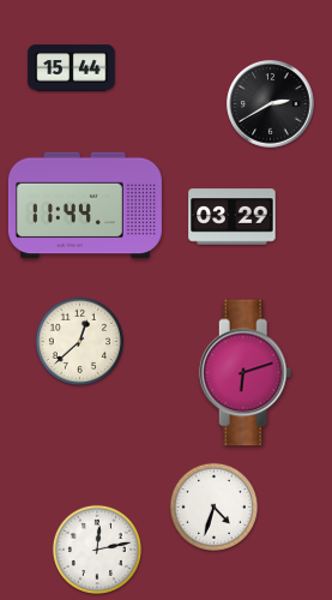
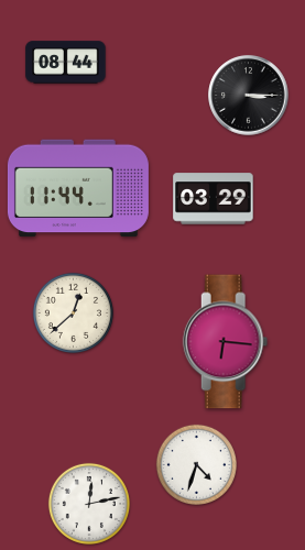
clock at (72, 68): 15:44 -> 08:44
clock at (271, 104): 2:40 -> 3:15
clock at (246, 373): 6:12 -> 6:16
